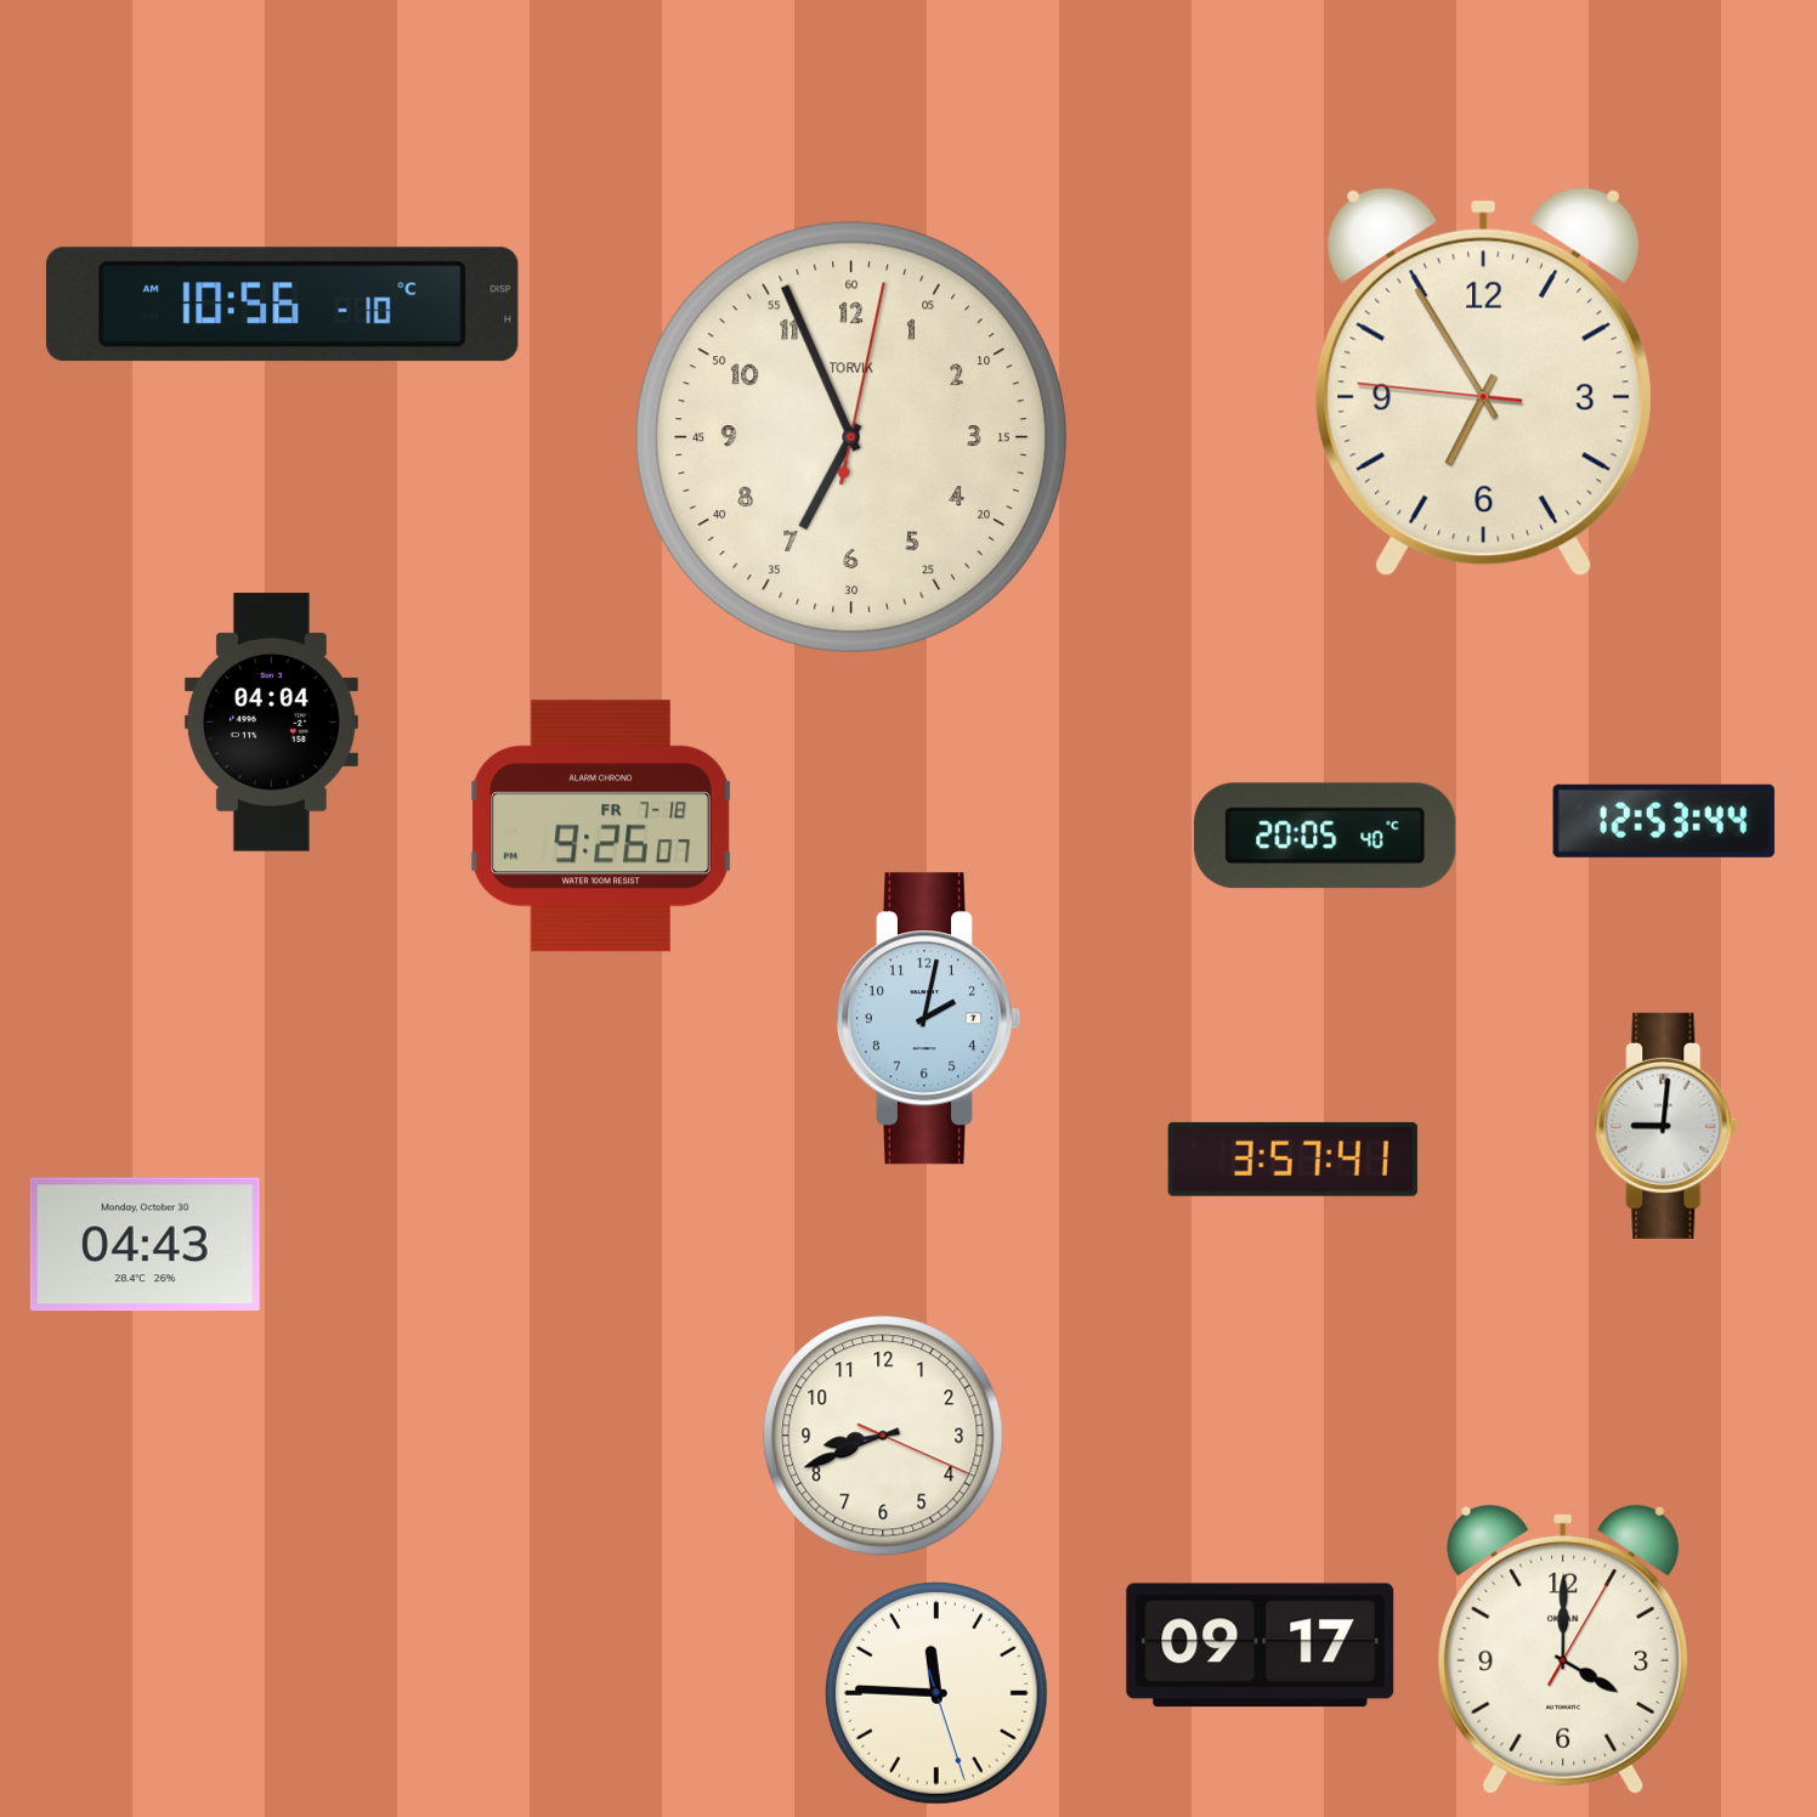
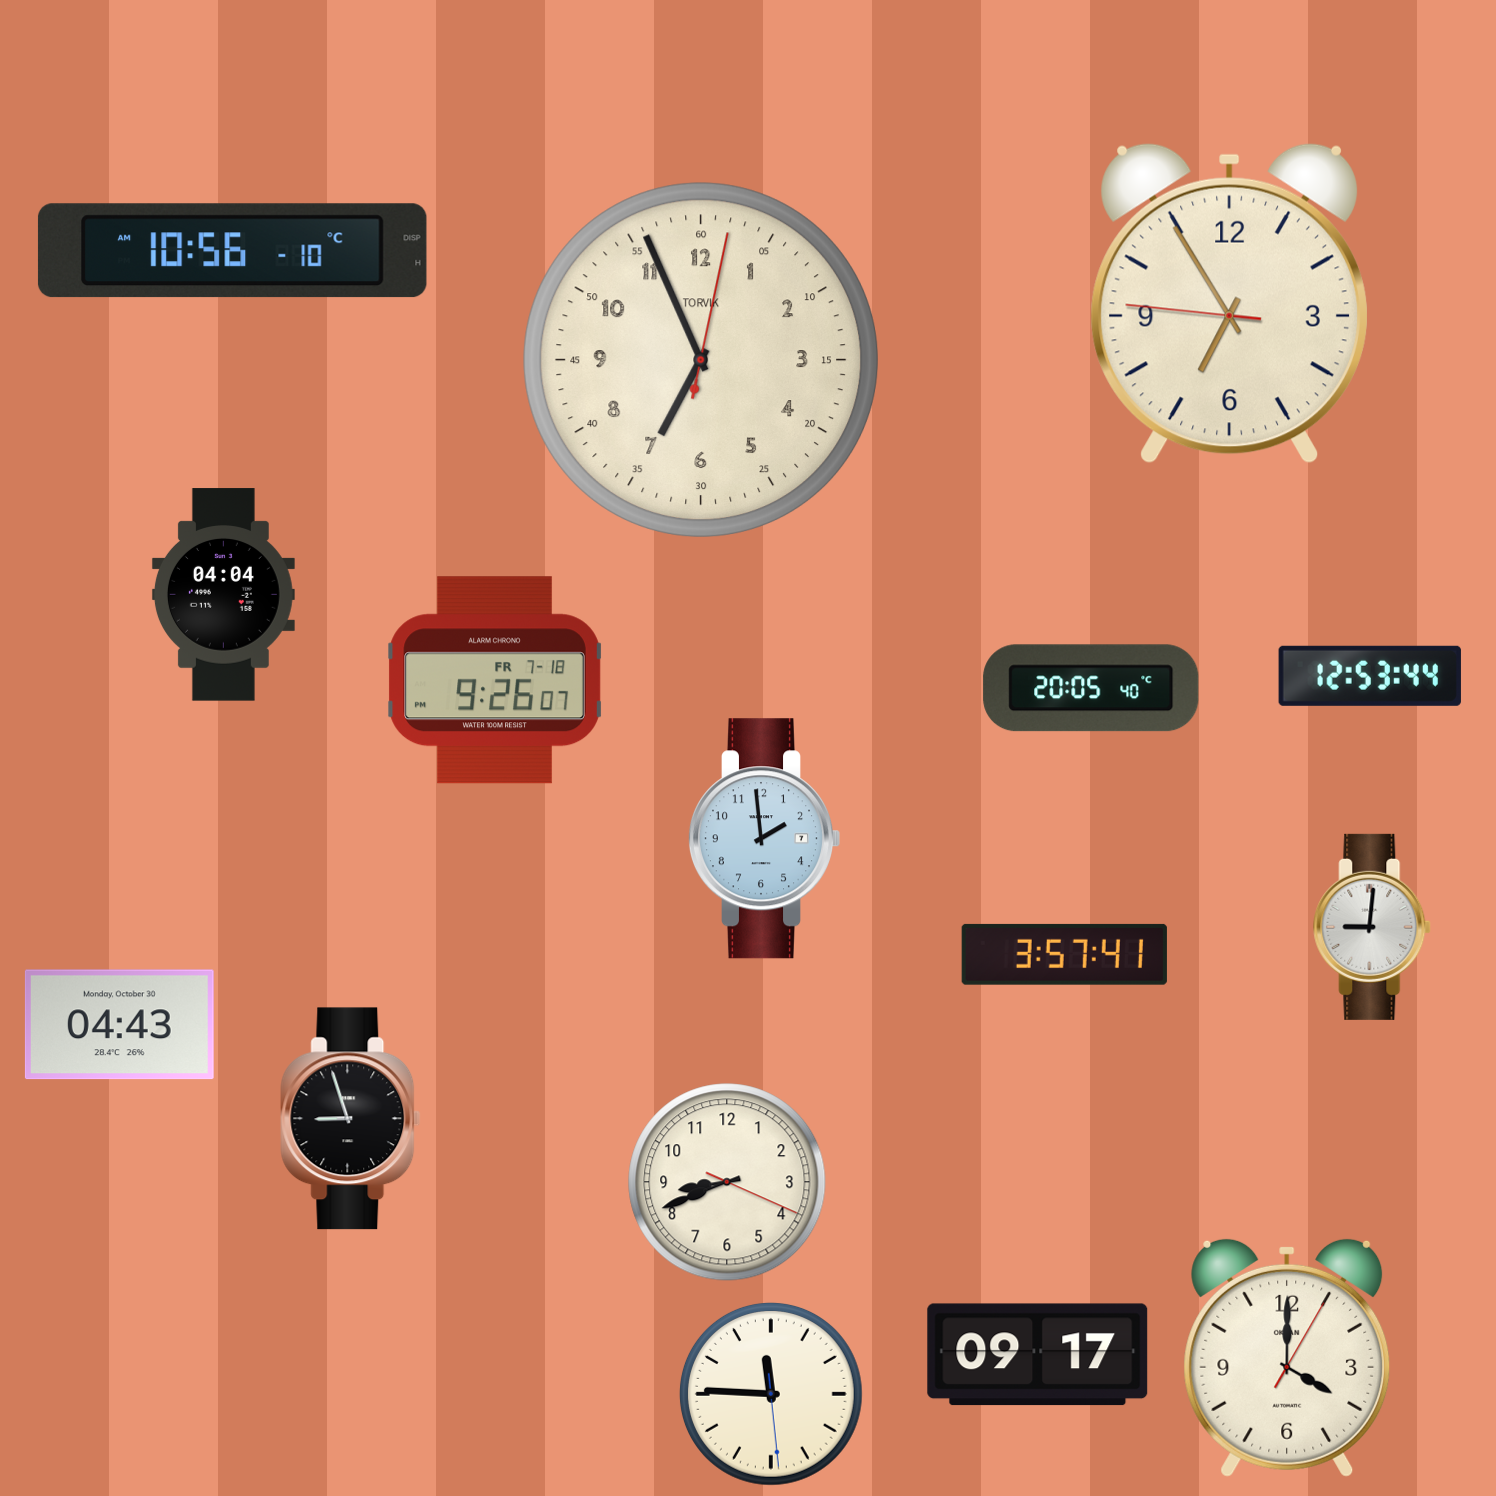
clock at (1483, 383) position: (1483, 383) -> (1229, 304)
clock at (927, 1019): 2:02 -> 1:59
clock at (351, 1119): none -> 8:57
clock at (936, 1693): 11:45:27 -> 11:45:29
